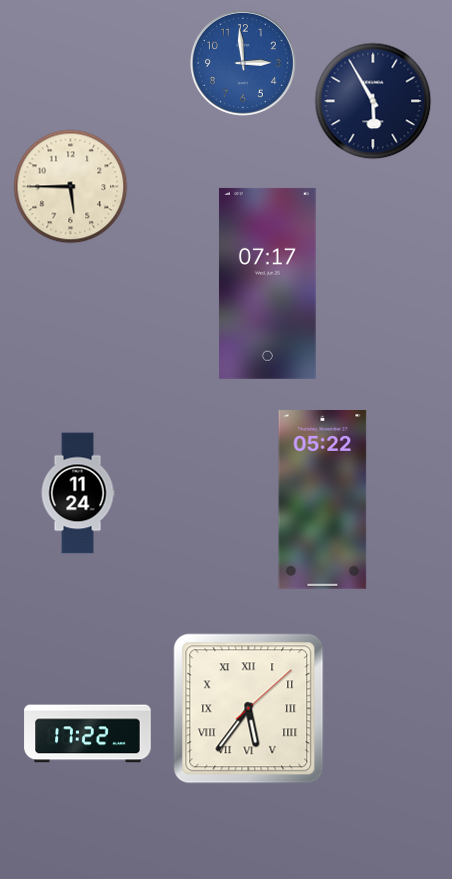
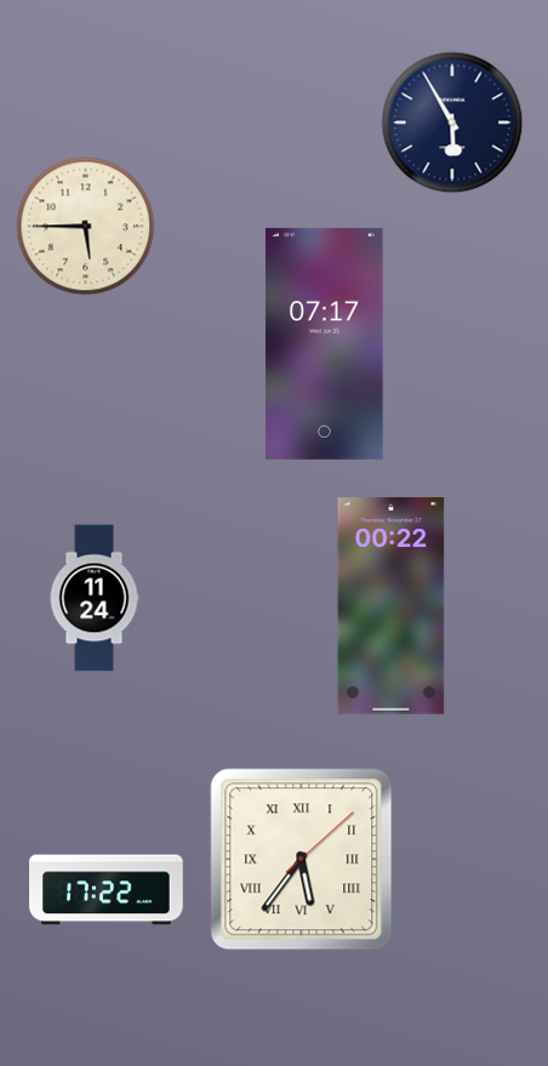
clock at (243, 63): 2:59 -> none
clock at (323, 500): 05:22 -> 00:22
